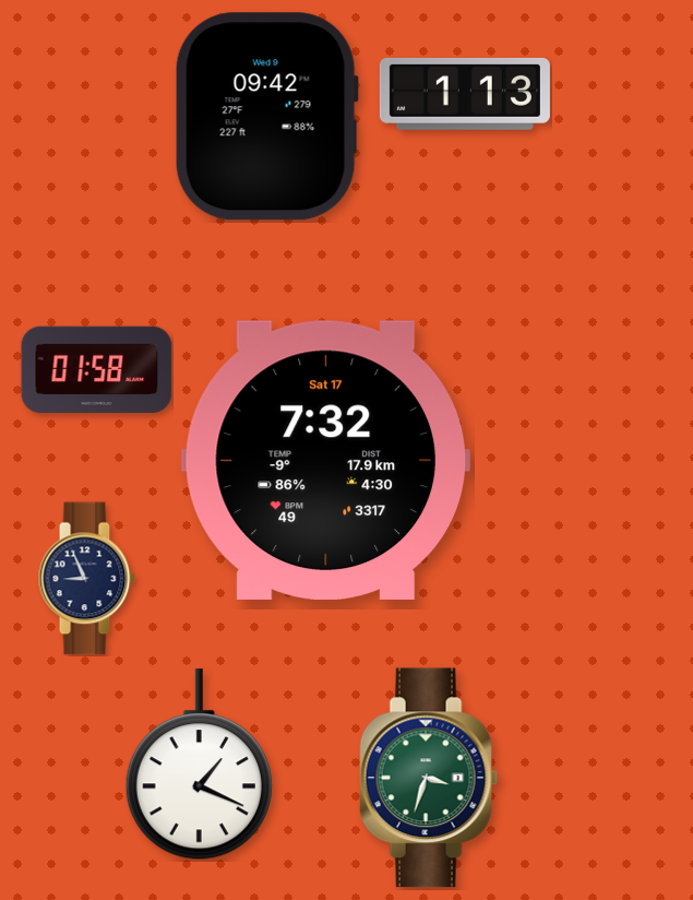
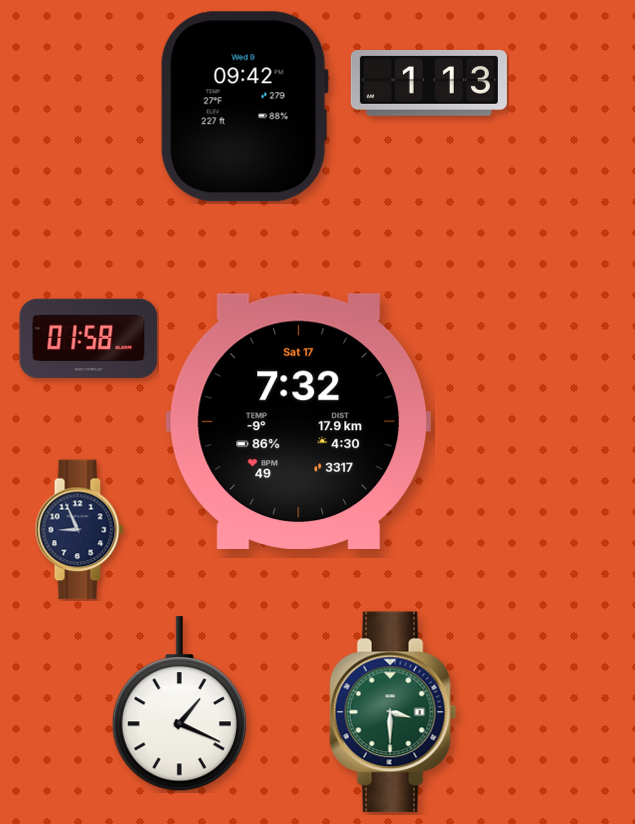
clock at (465, 94) position: (465, 94) -> (429, 83)
clock at (199, 765) position: (199, 765) -> (179, 704)
clock at (429, 778): 3:33 -> 3:30
